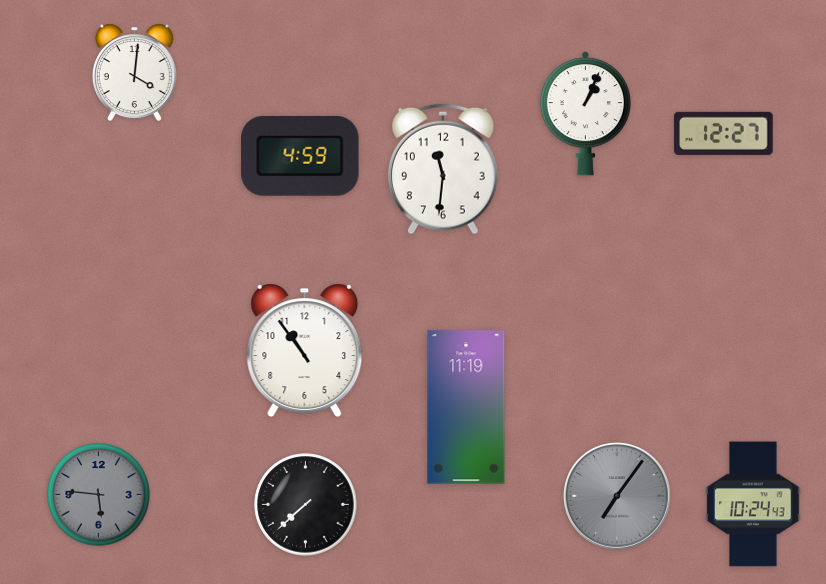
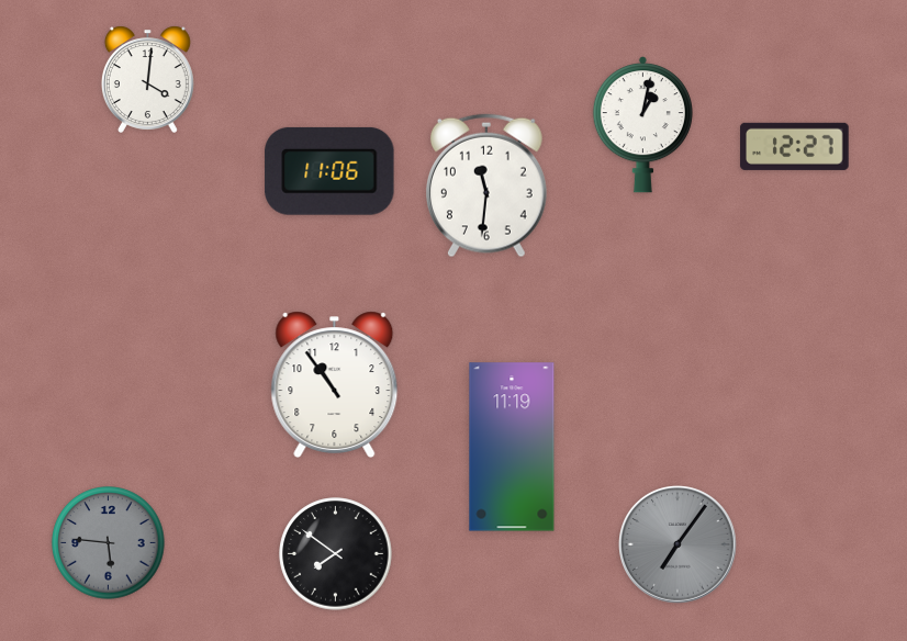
clock at (585, 114): 1:04 -> 1:02
clock at (300, 156): 4:59 -> 11:06
clock at (753, 504): 10:24 -> none
clock at (306, 505): 7:38 -> 7:51
